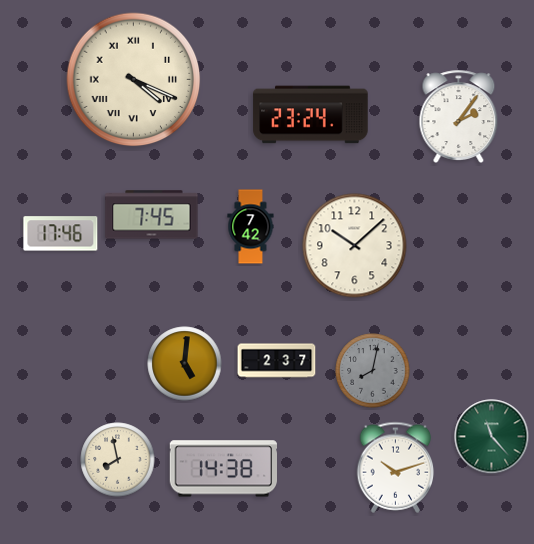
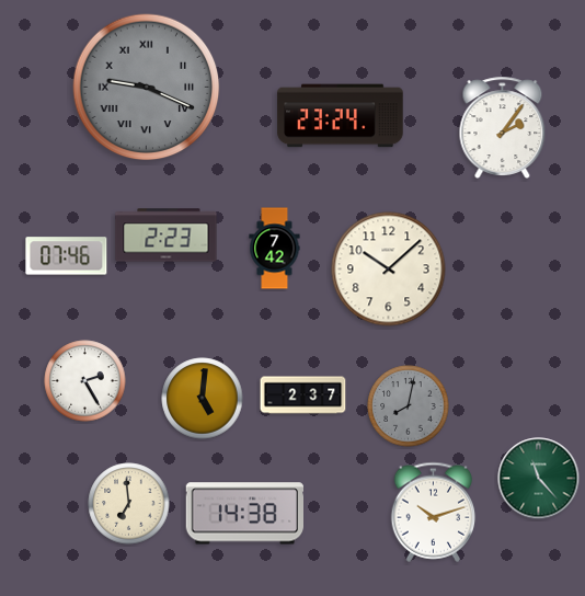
clock at (134, 80): 4:19 -> 9:19
clock at (134, 80) dial: cream -> grey
clock at (311, 115) position: (311, 115) -> (341, 116)
clock at (152, 215): 7:45 -> 2:23
clock at (61, 234): 17:46 -> 07:46
clock at (85, 381): none -> 2:25
clock at (118, 460): 7:58 -> 6:59
